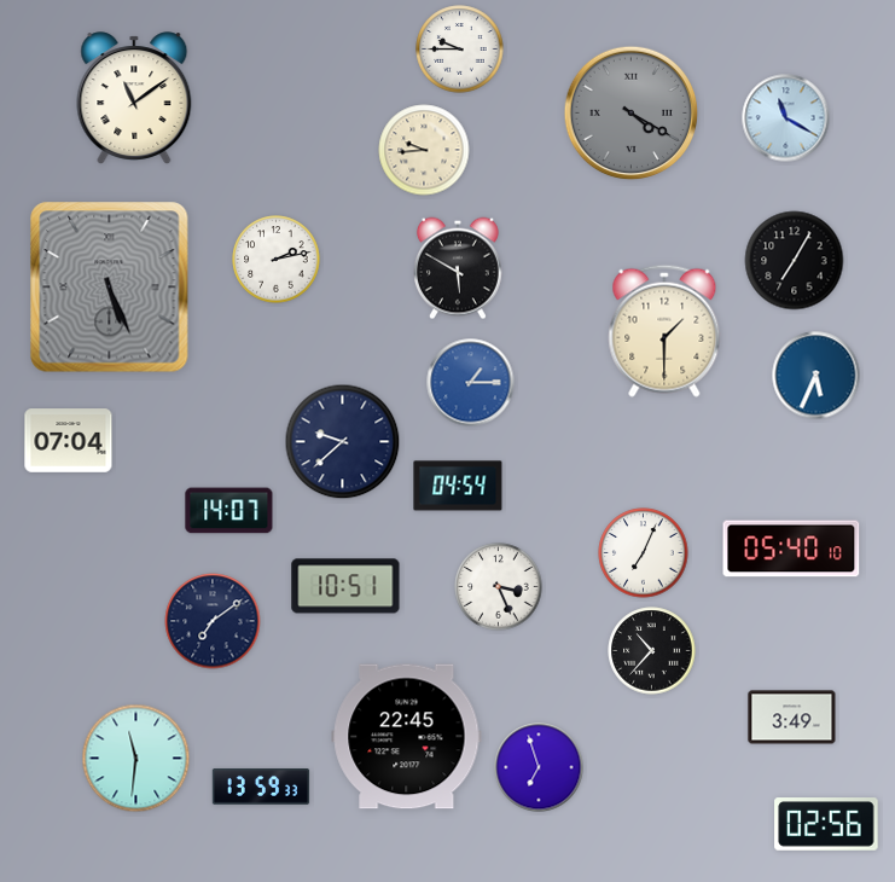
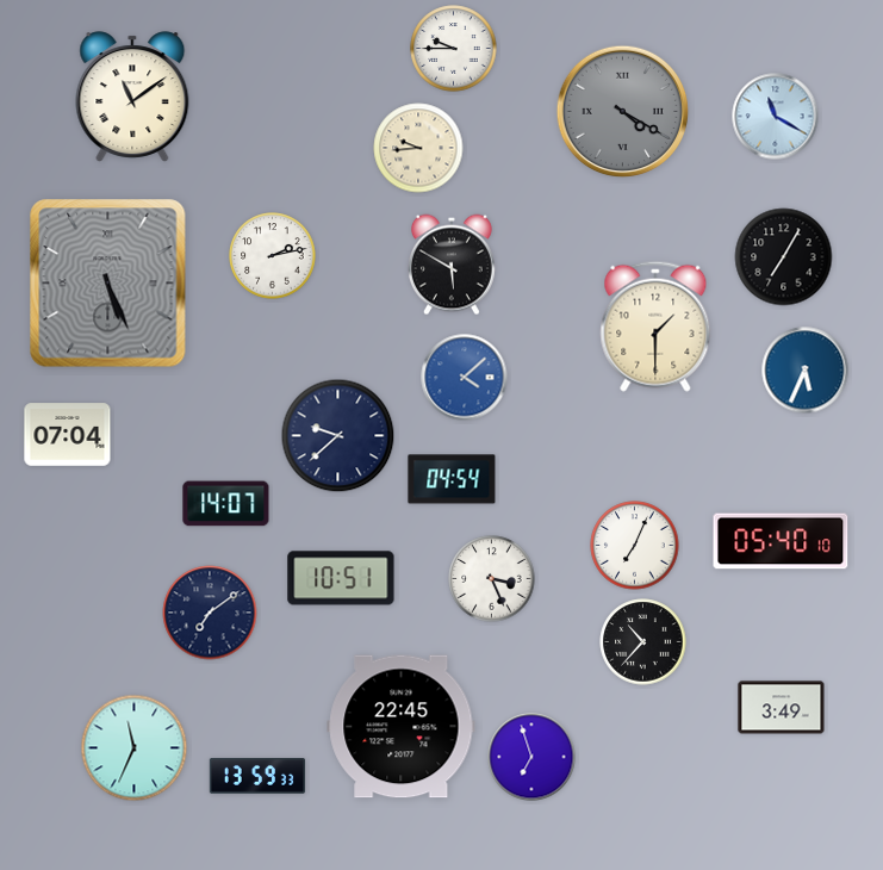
clock at (471, 383): 1:15 -> 4:08
clock at (136, 759): 11:31 -> 11:34
clock at (826, 824): 02:56 -> none
